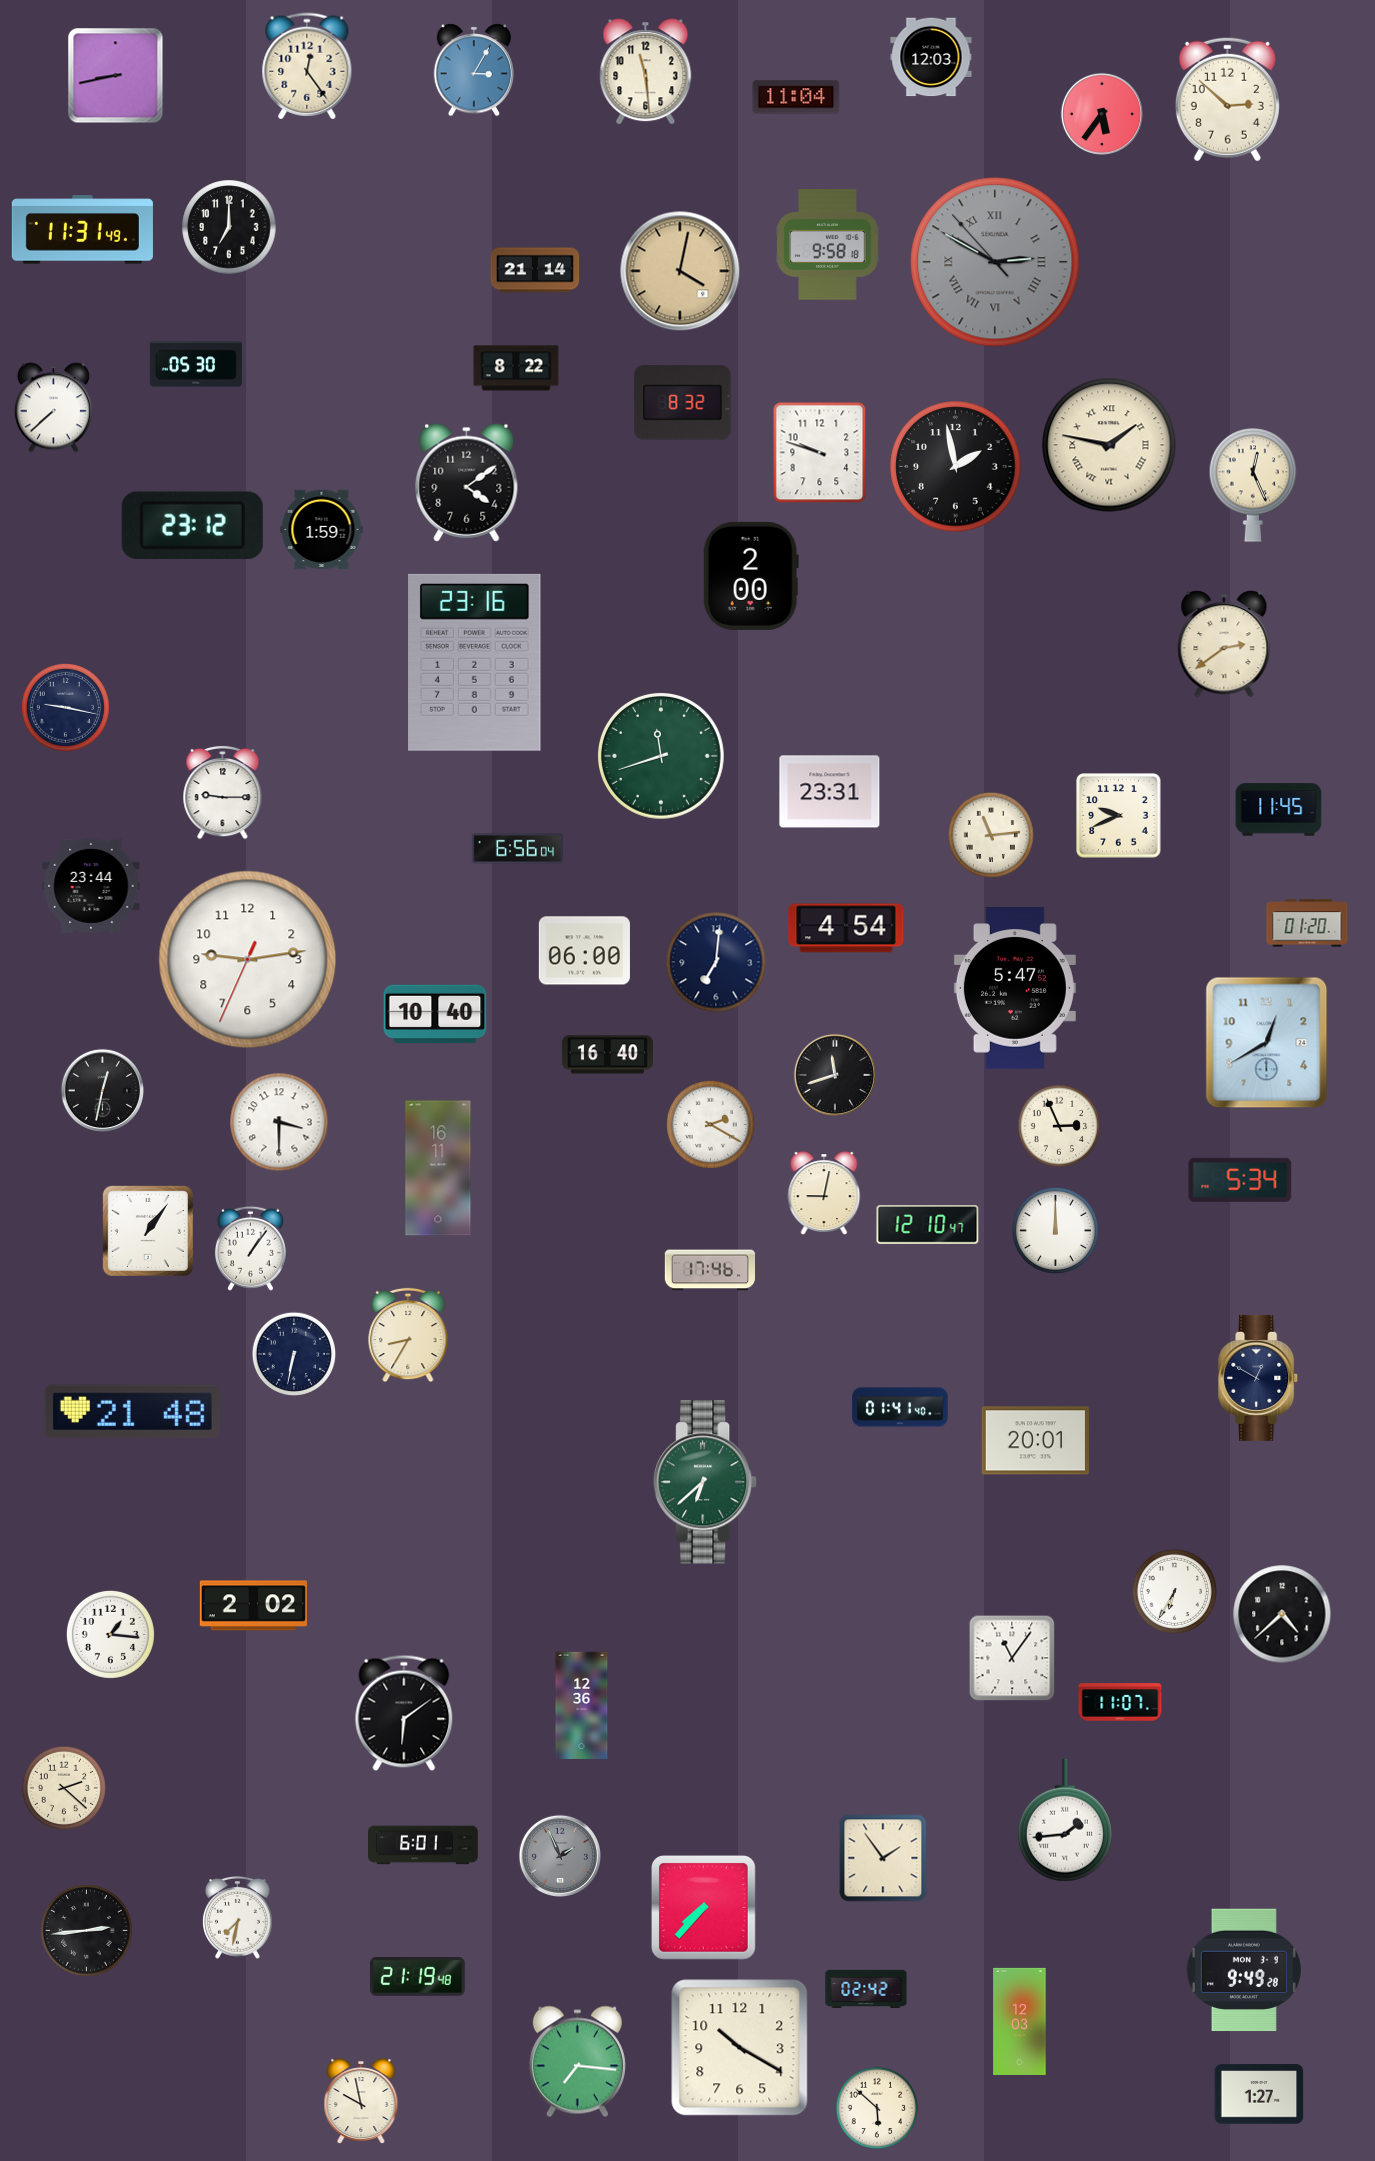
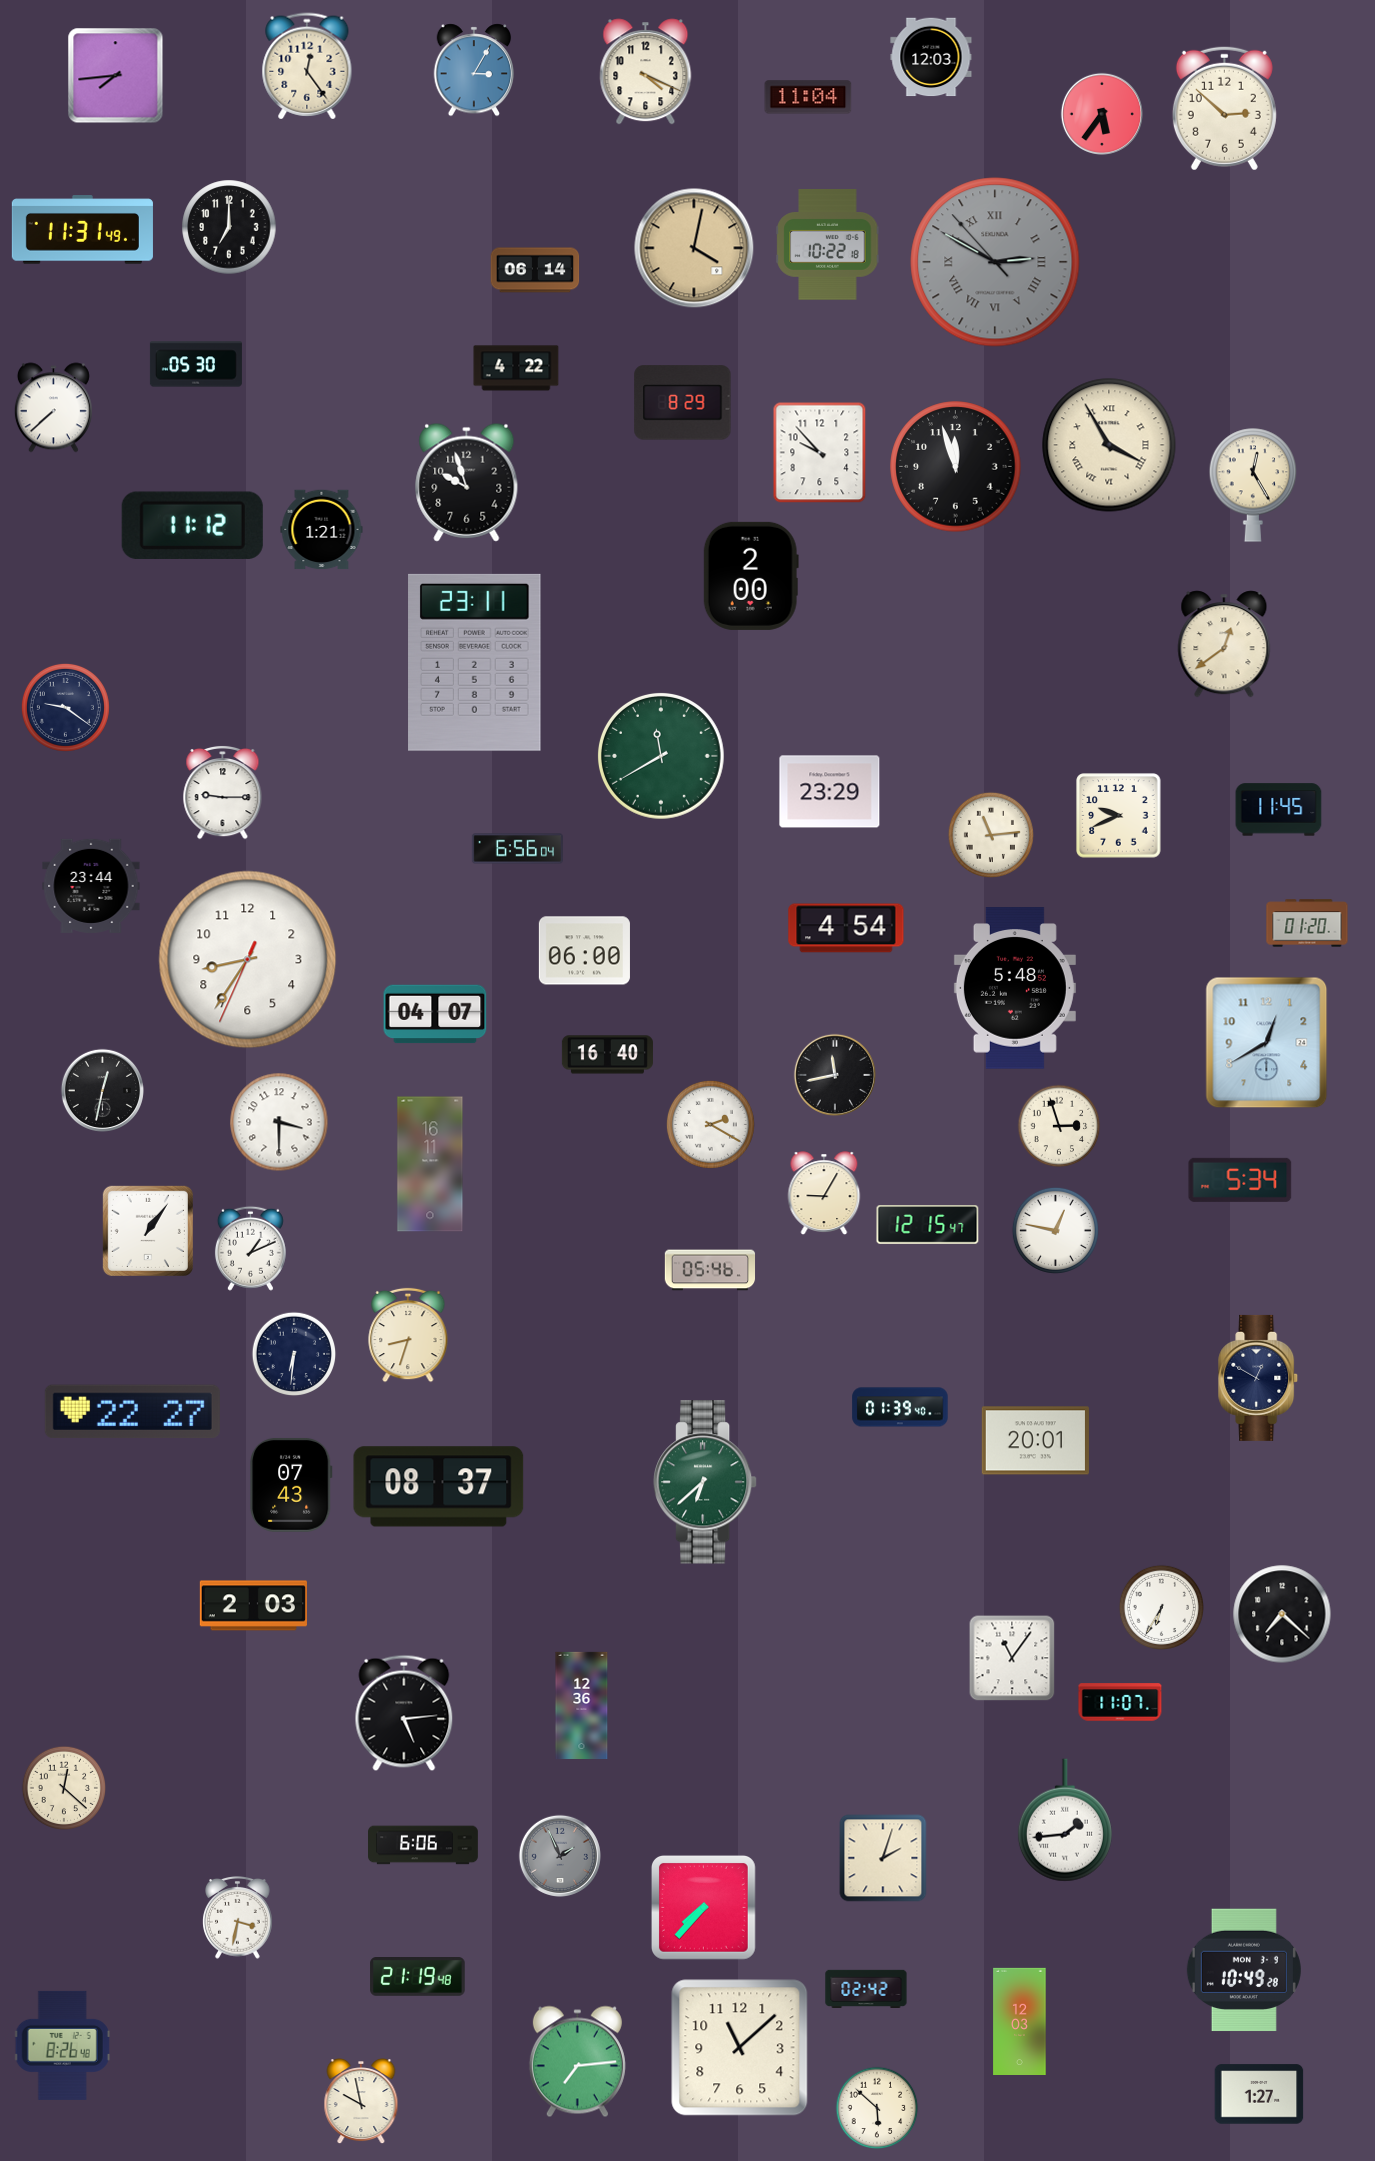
clock at (646, 72): 11:29 -> 4:19
clock at (116, 76): 8:43 -> 7:44
clock at (796, 97) position: (796, 97) -> (808, 97)
clock at (1227, 99) position: (1227, 99) -> (1224, 108)
clock at (828, 245): 9:58 -> 10:22
clock at (535, 270): 21:14 -> 06:14
clock at (680, 271) position: (680, 271) -> (694, 248)
clock at (516, 368): 8:22 -> 4:22
clock at (683, 403): 8:32 -> 8:29
clock at (1109, 445): 1:47 -> 3:55
clock at (820, 453): 9:48 -> 9:53
clock at (956, 467): 1:58 -> 11:57
clock at (467, 482): 4:09 -> 9:57
clock at (1253, 485): 12:26 -> 12:25
clock at (192, 525): 23:12 -> 11:12
clock at (322, 530): 1:59 -> 1:21
clock at (1224, 644): 2:39 -> 12:39
clock at (475, 662): 23:16 -> 23:11
clock at (65, 707): 9:17 -> 9:21
clock at (662, 757): 11:42 -> 11:40
clock at (830, 792): 23:31 -> 23:29
clock at (248, 960): 9:13 -> 8:35
clock at (716, 962): 7:01 -> none
clock at (1015, 988): 5:47 -> 5:48
clock at (435, 1014): 10:40 -> 04:07
clock at (834, 1074): 11:42 -> 11:43
clock at (1059, 1126): 2:56 -> 2:57
clock at (438, 1168) position: (438, 1168) -> (430, 1164)
clock at (824, 1193): 9:02 -> 9:05
clock at (928, 1225): 12:10 -> 12:15
clock at (1055, 1230): 12:00 -> 12:47
clock at (250, 1248): 1:06 -> 1:11
clock at (710, 1270): 17:46 -> 05:46
clock at (408, 1335): 8:35 -> 8:33
clock at (294, 1354): 6:32 -> 6:31
clock at (900, 1407): 01:41 -> 01:39
clock at (132, 1412): 21:48 -> 22:27
clock at (292, 1485): none -> 07:43
clock at (439, 1487): none -> 08:37
clock at (1174, 1591) position: (1174, 1591) -> (1161, 1607)
clock at (253, 1606): 2:02 -> 2:03
clock at (1282, 1614): 4:38 -> 7:22
clock at (110, 1634): 1:16 -> none
clock at (404, 1713): 6:09 -> 5:14
clock at (64, 1788): 2:22 -> 12:22
clock at (424, 1845): 6:01 -> 6:06
clock at (883, 1858): 1:54 -> 2:03
clock at (238, 1918): 7:32 -> 3:32
clock at (87, 1931): 2:44 -> none
clock at (1244, 1970): 9:49 -> 10:49
clock at (62, 2045): none -> 8:26
clock at (740, 2048): 10:20 -> 11:08
clock at (577, 2062): 7:16 -> 7:14
